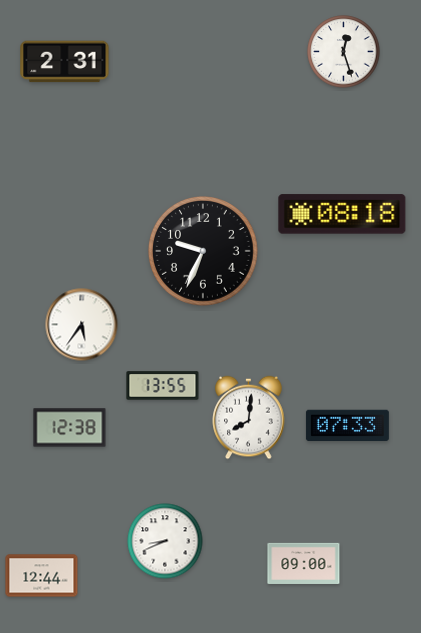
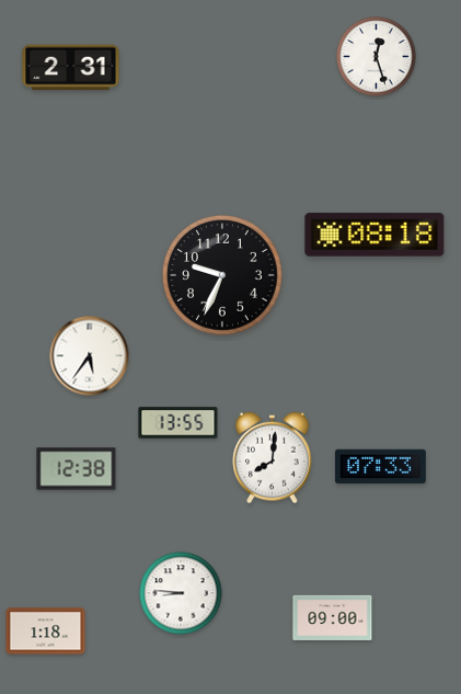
clock at (165, 541): 8:41 -> 8:46
clock at (42, 576): 12:44 -> 1:18
